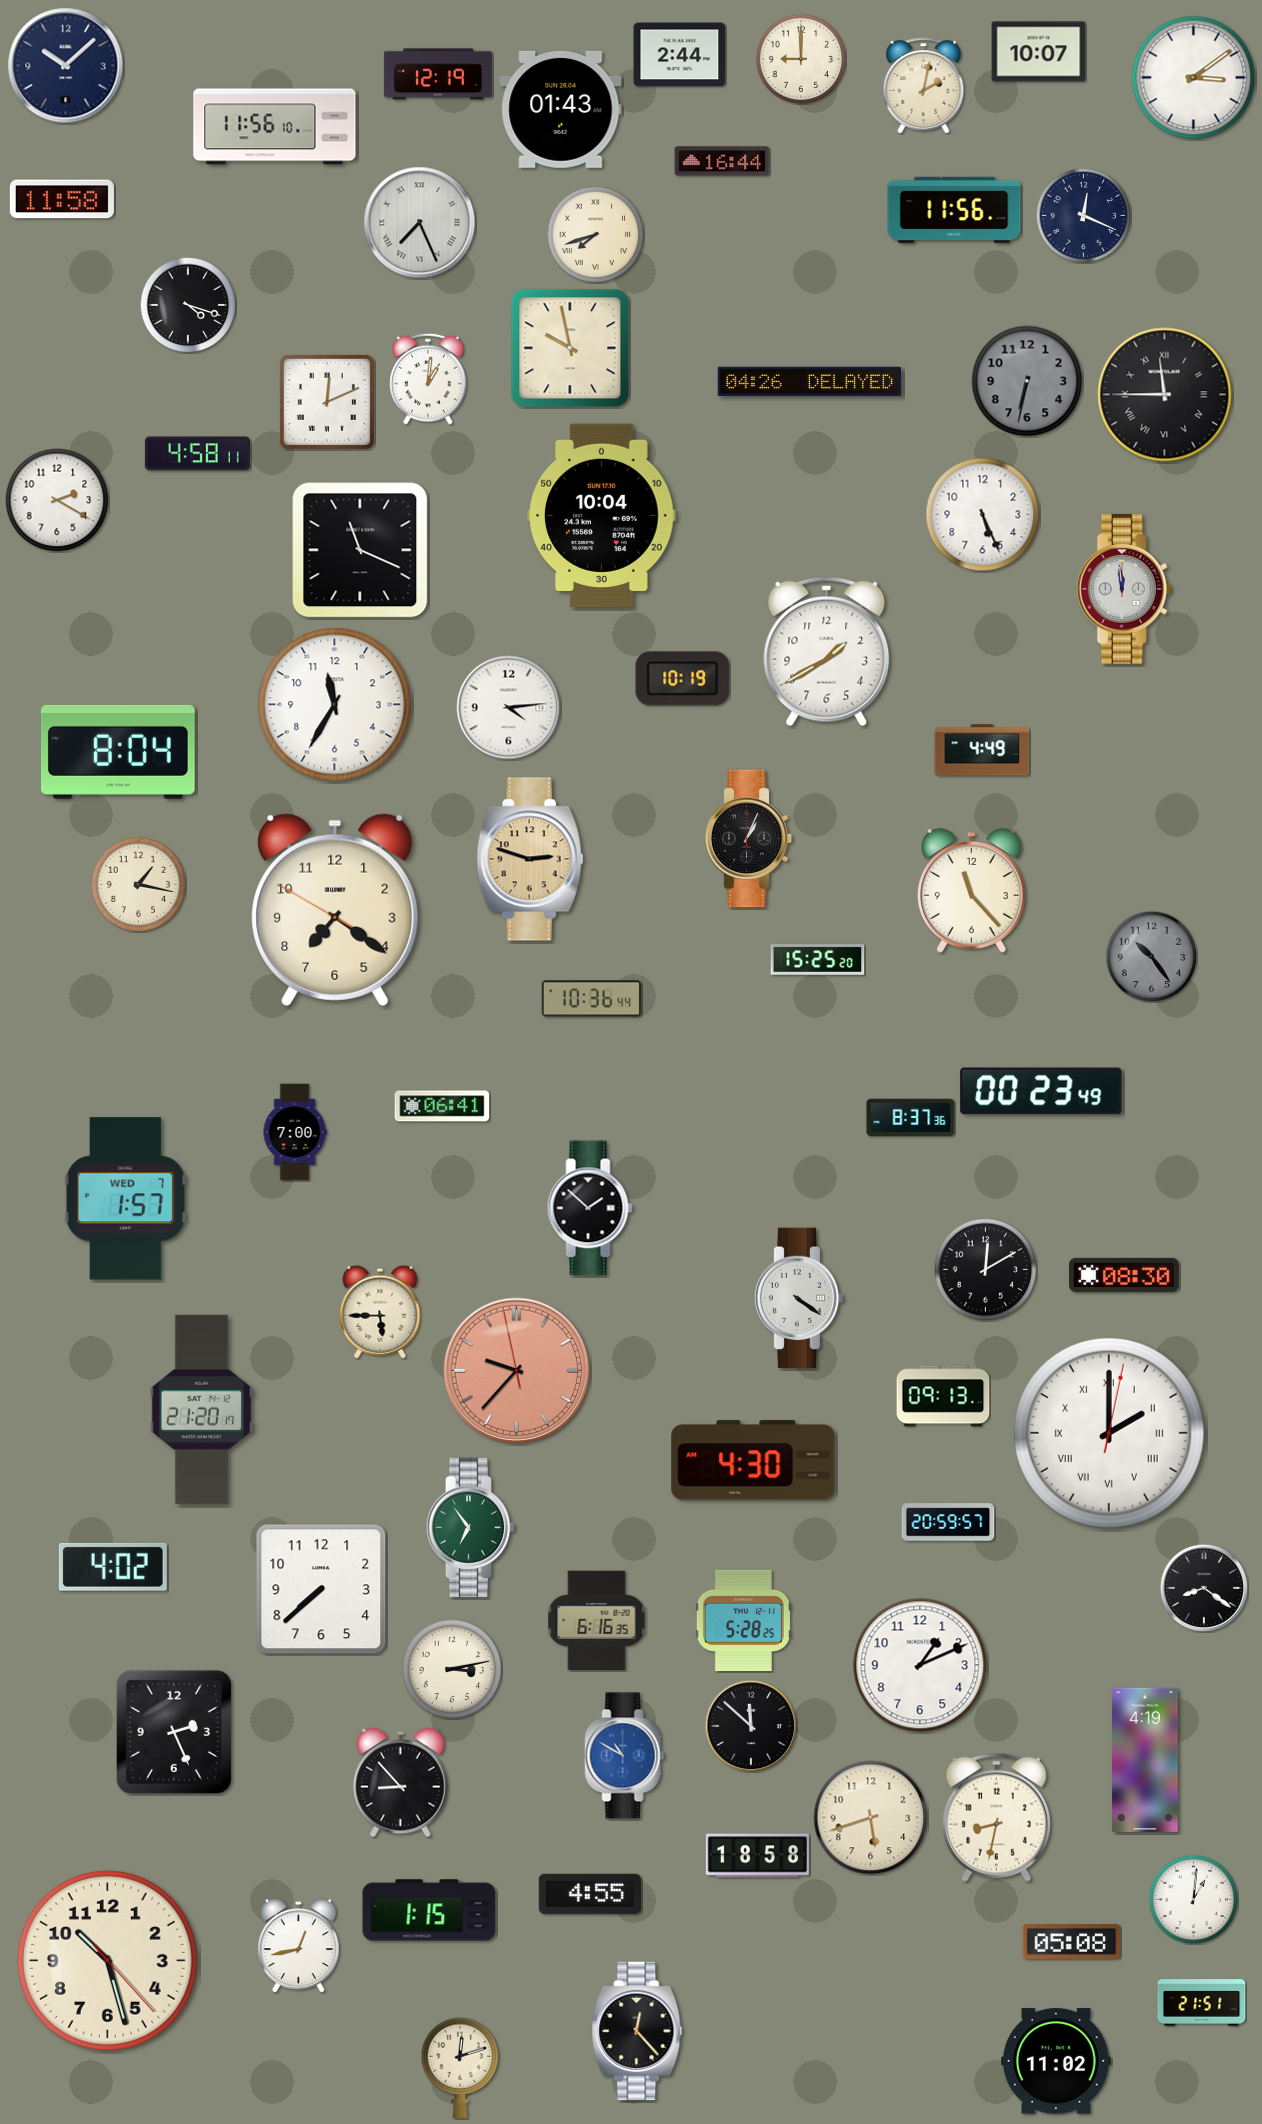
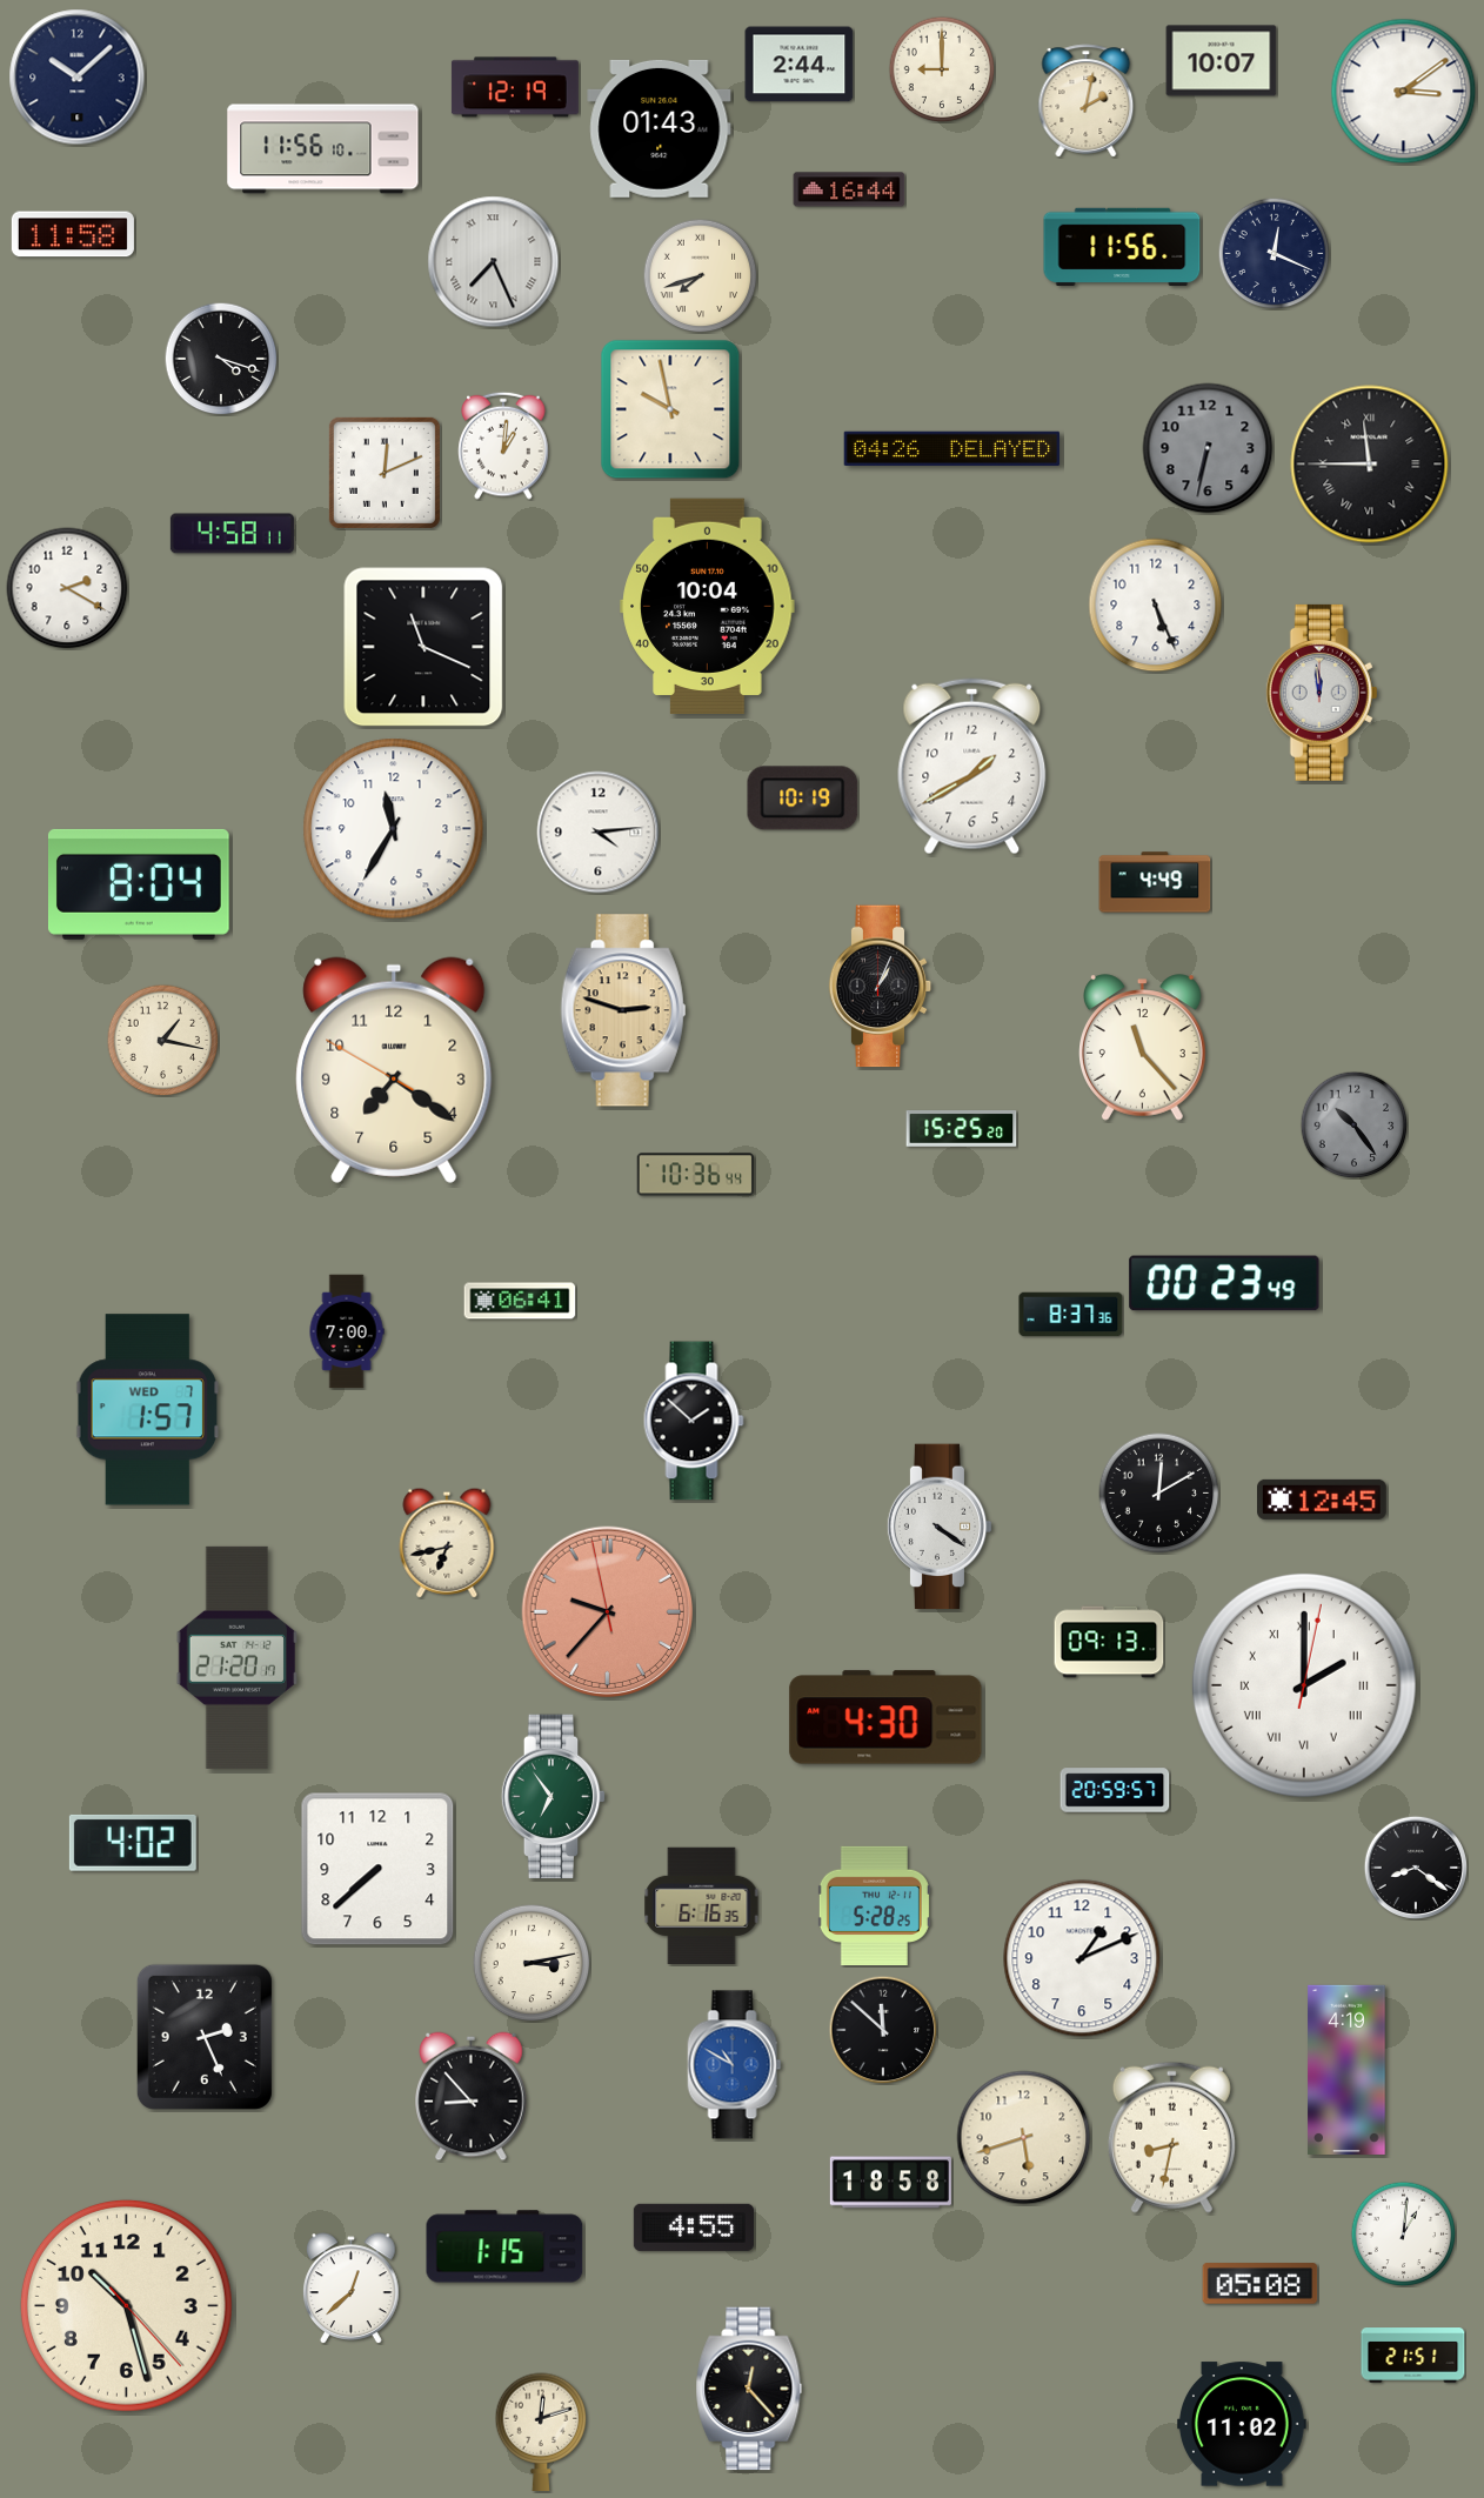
clock at (1125, 1275): 08:30 -> 12:45
clock at (380, 1312): 5:45 -> 6:43
clock at (299, 1946): 12:43 -> 12:38
